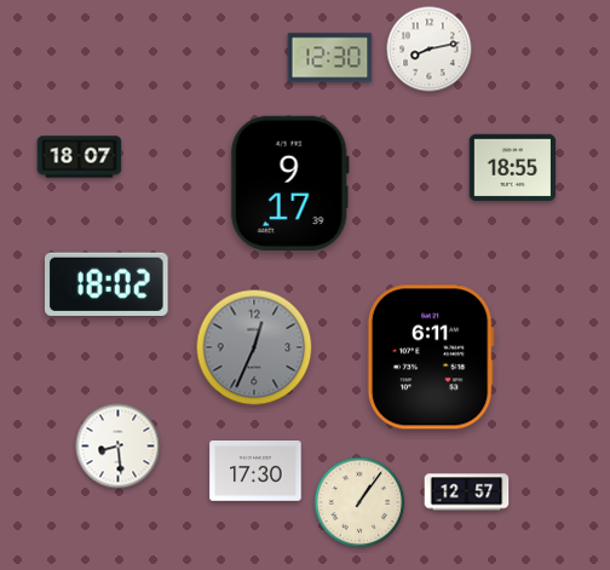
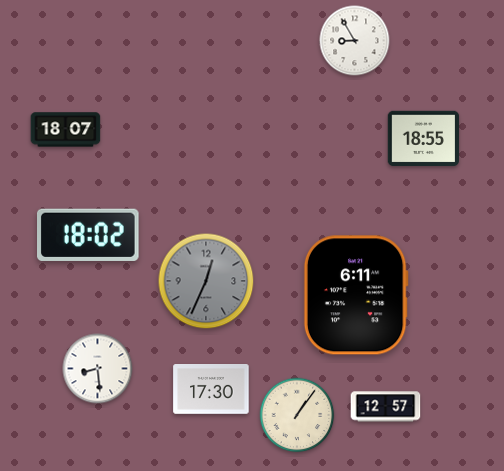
clock at (430, 50): 8:13 -> 8:55
clock at (330, 58): 12:30 -> none
clock at (289, 183): 9:17 -> none
clock at (254, 347) position: (254, 347) -> (206, 281)
